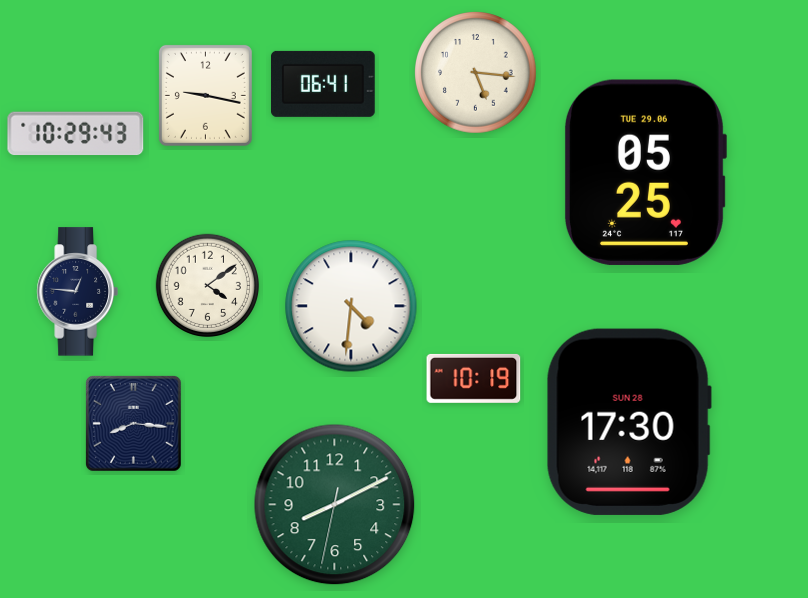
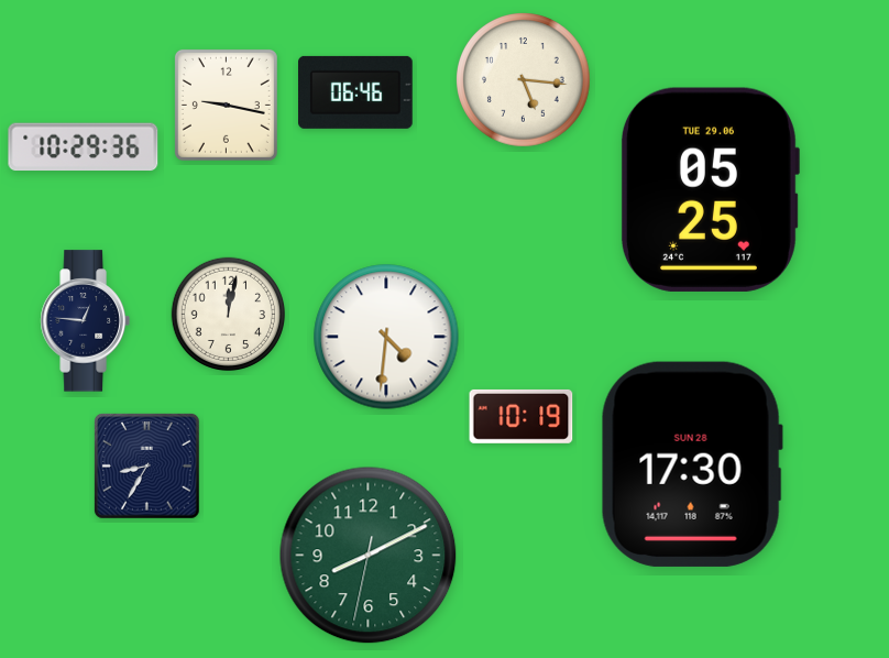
clock at (324, 84): 06:41 -> 06:46
clock at (76, 134): 10:29:43 -> 10:29:36
clock at (207, 285): 4:09 -> 12:02
clock at (134, 424): 8:16 -> 8:35
